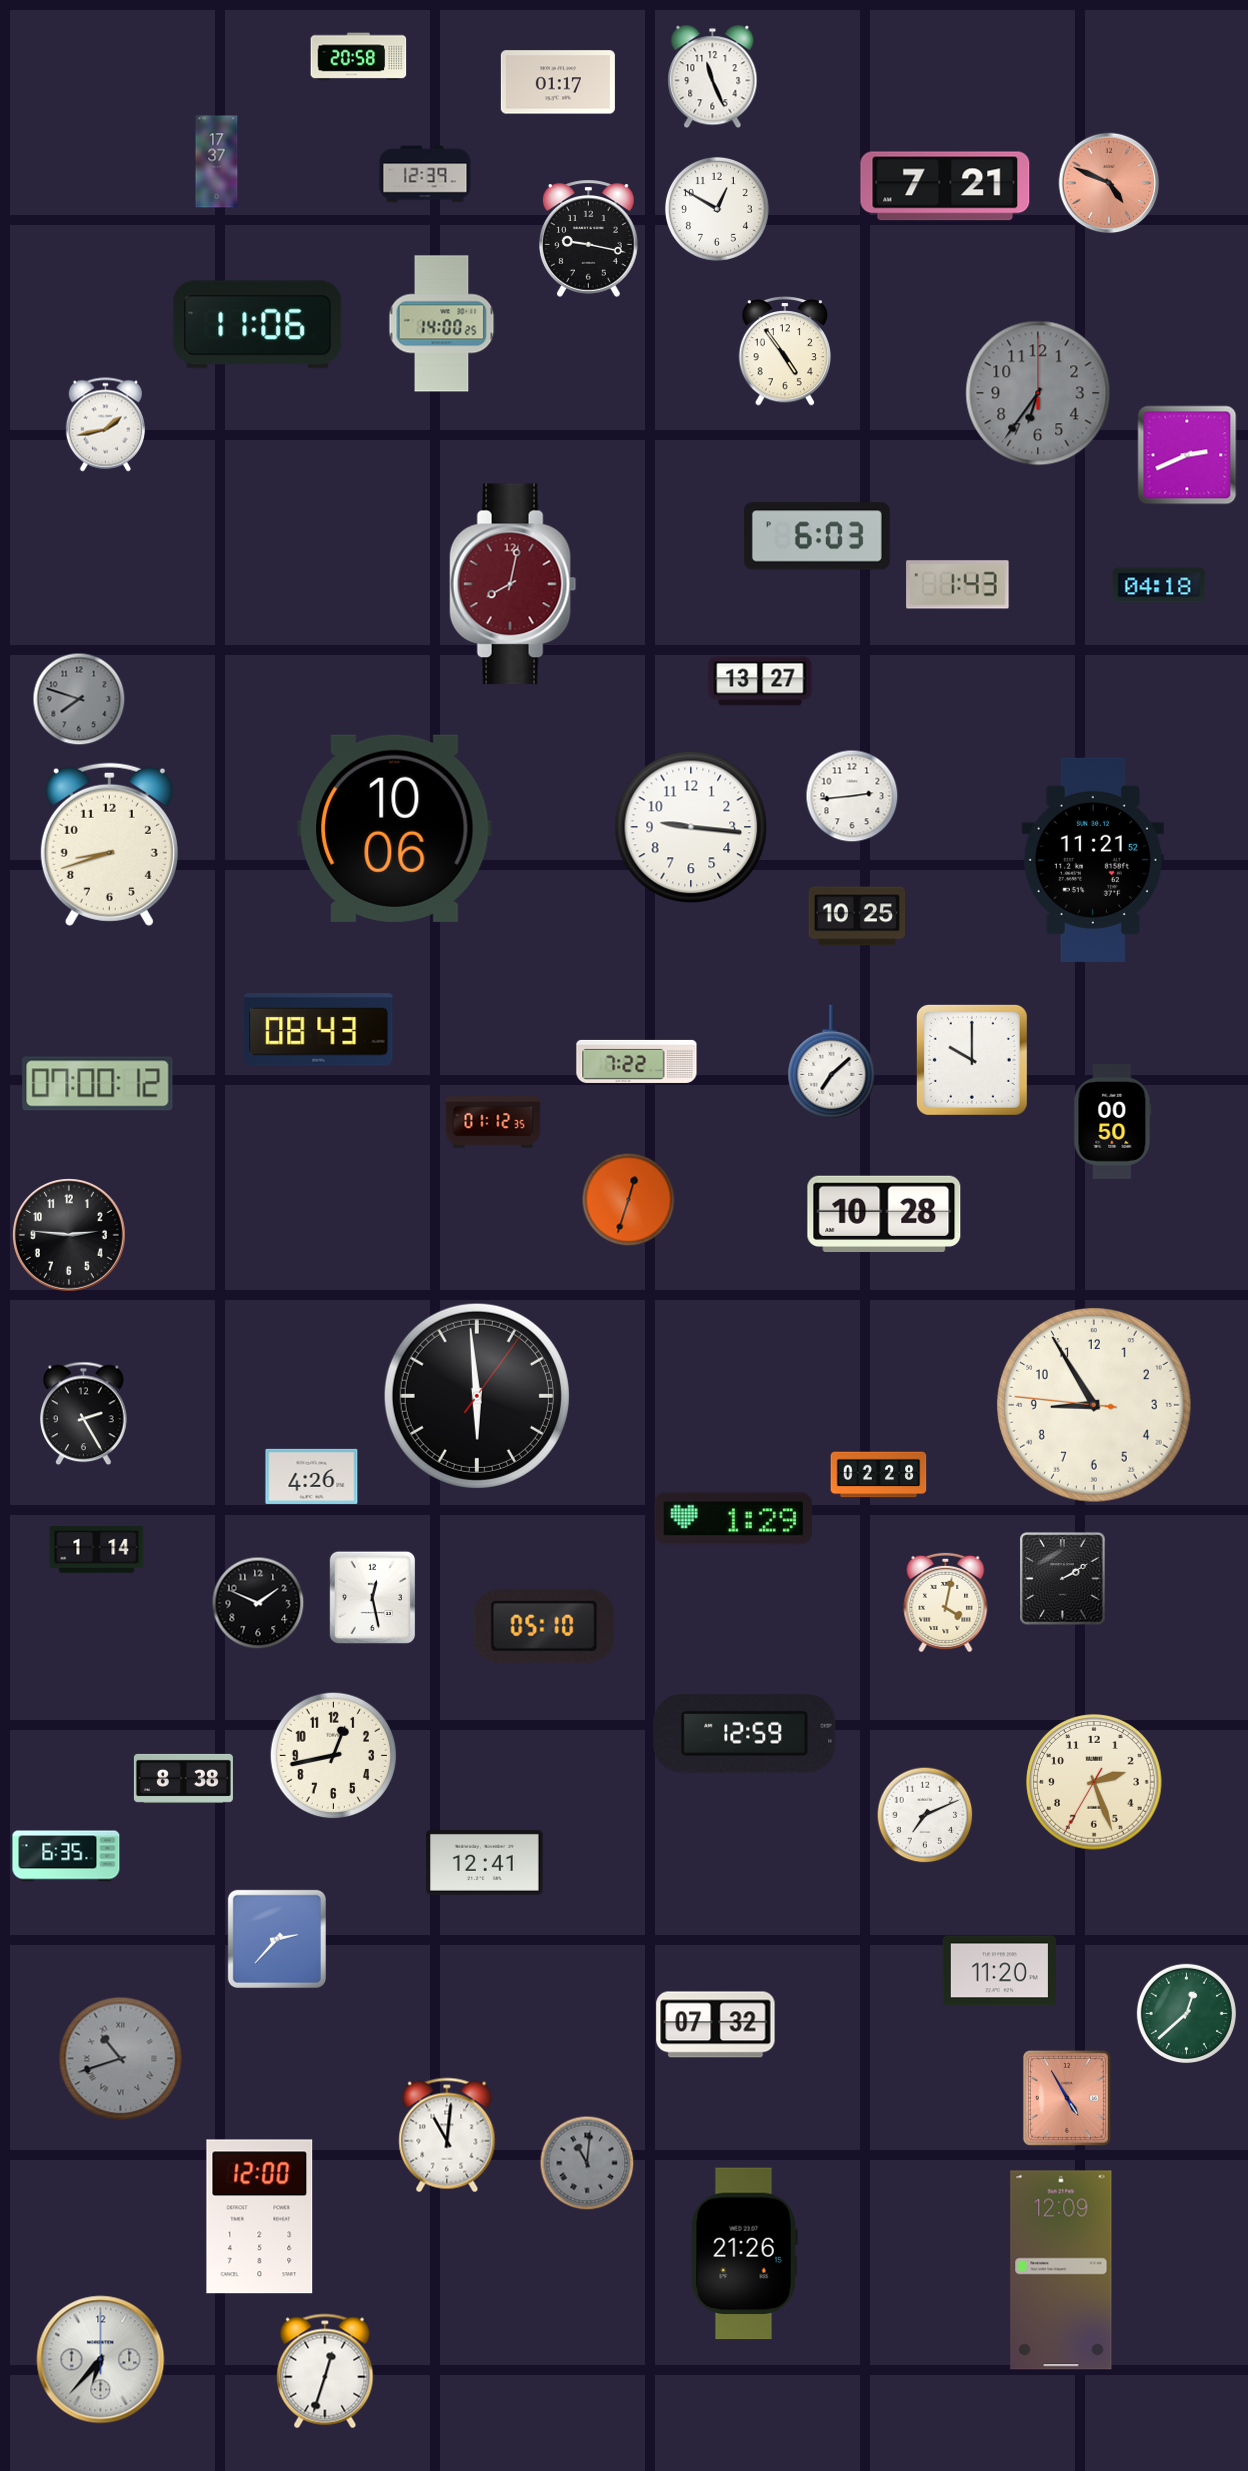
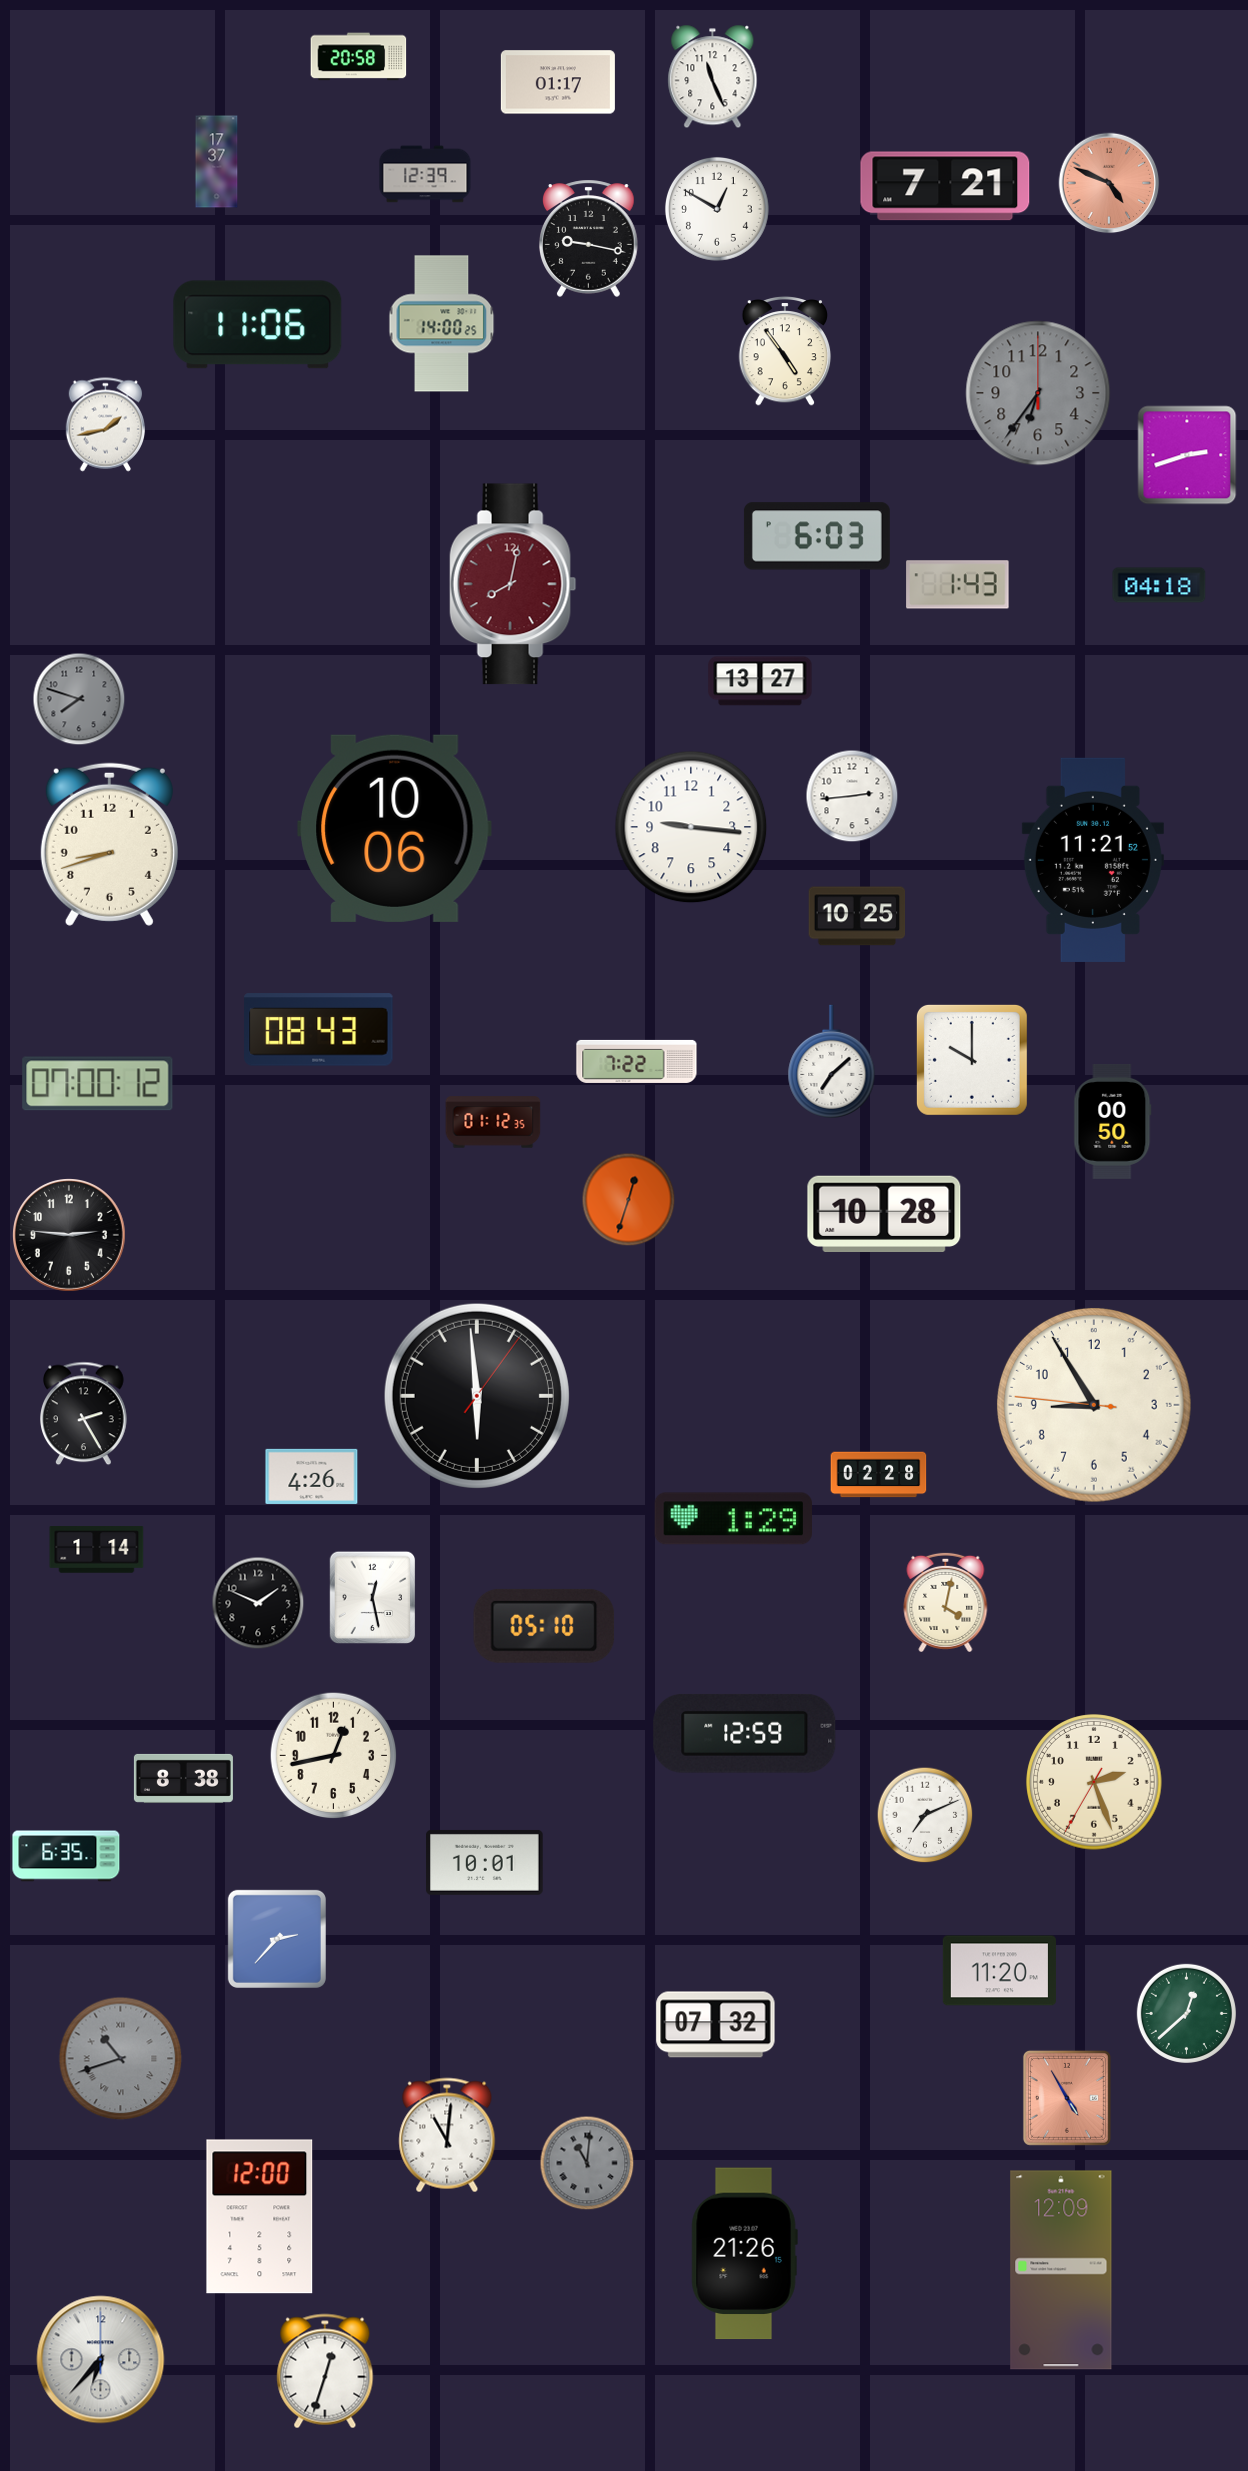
clock at (1187, 455): 2:41 -> 2:42
clock at (1063, 1579): 2:10 -> none
clock at (485, 1862): 12:41 -> 10:01
